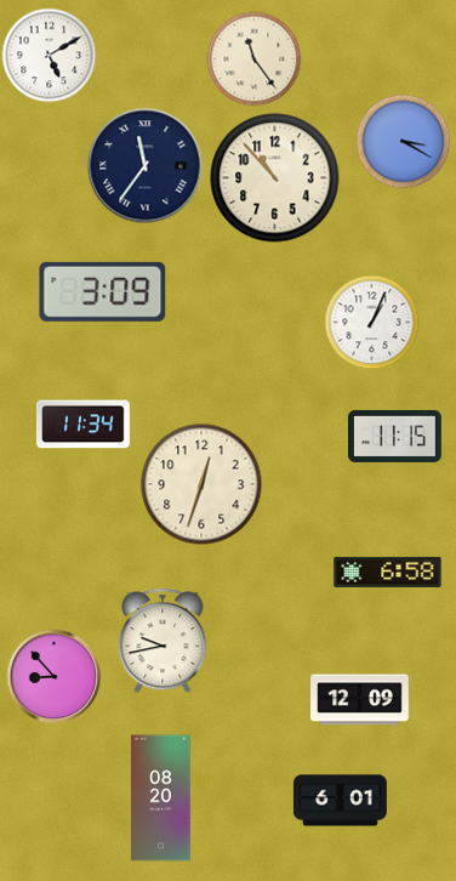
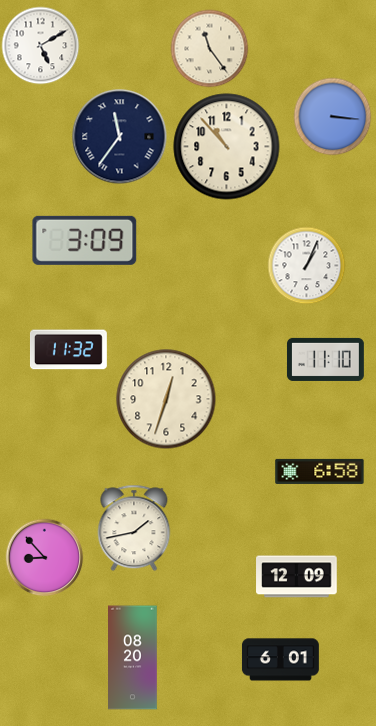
clock at (403, 141): 3:20 -> 3:16
clock at (82, 425): 11:34 -> 11:32
clock at (394, 436): 11:15 -> 11:10
clock at (163, 641): 9:43 -> 1:43
